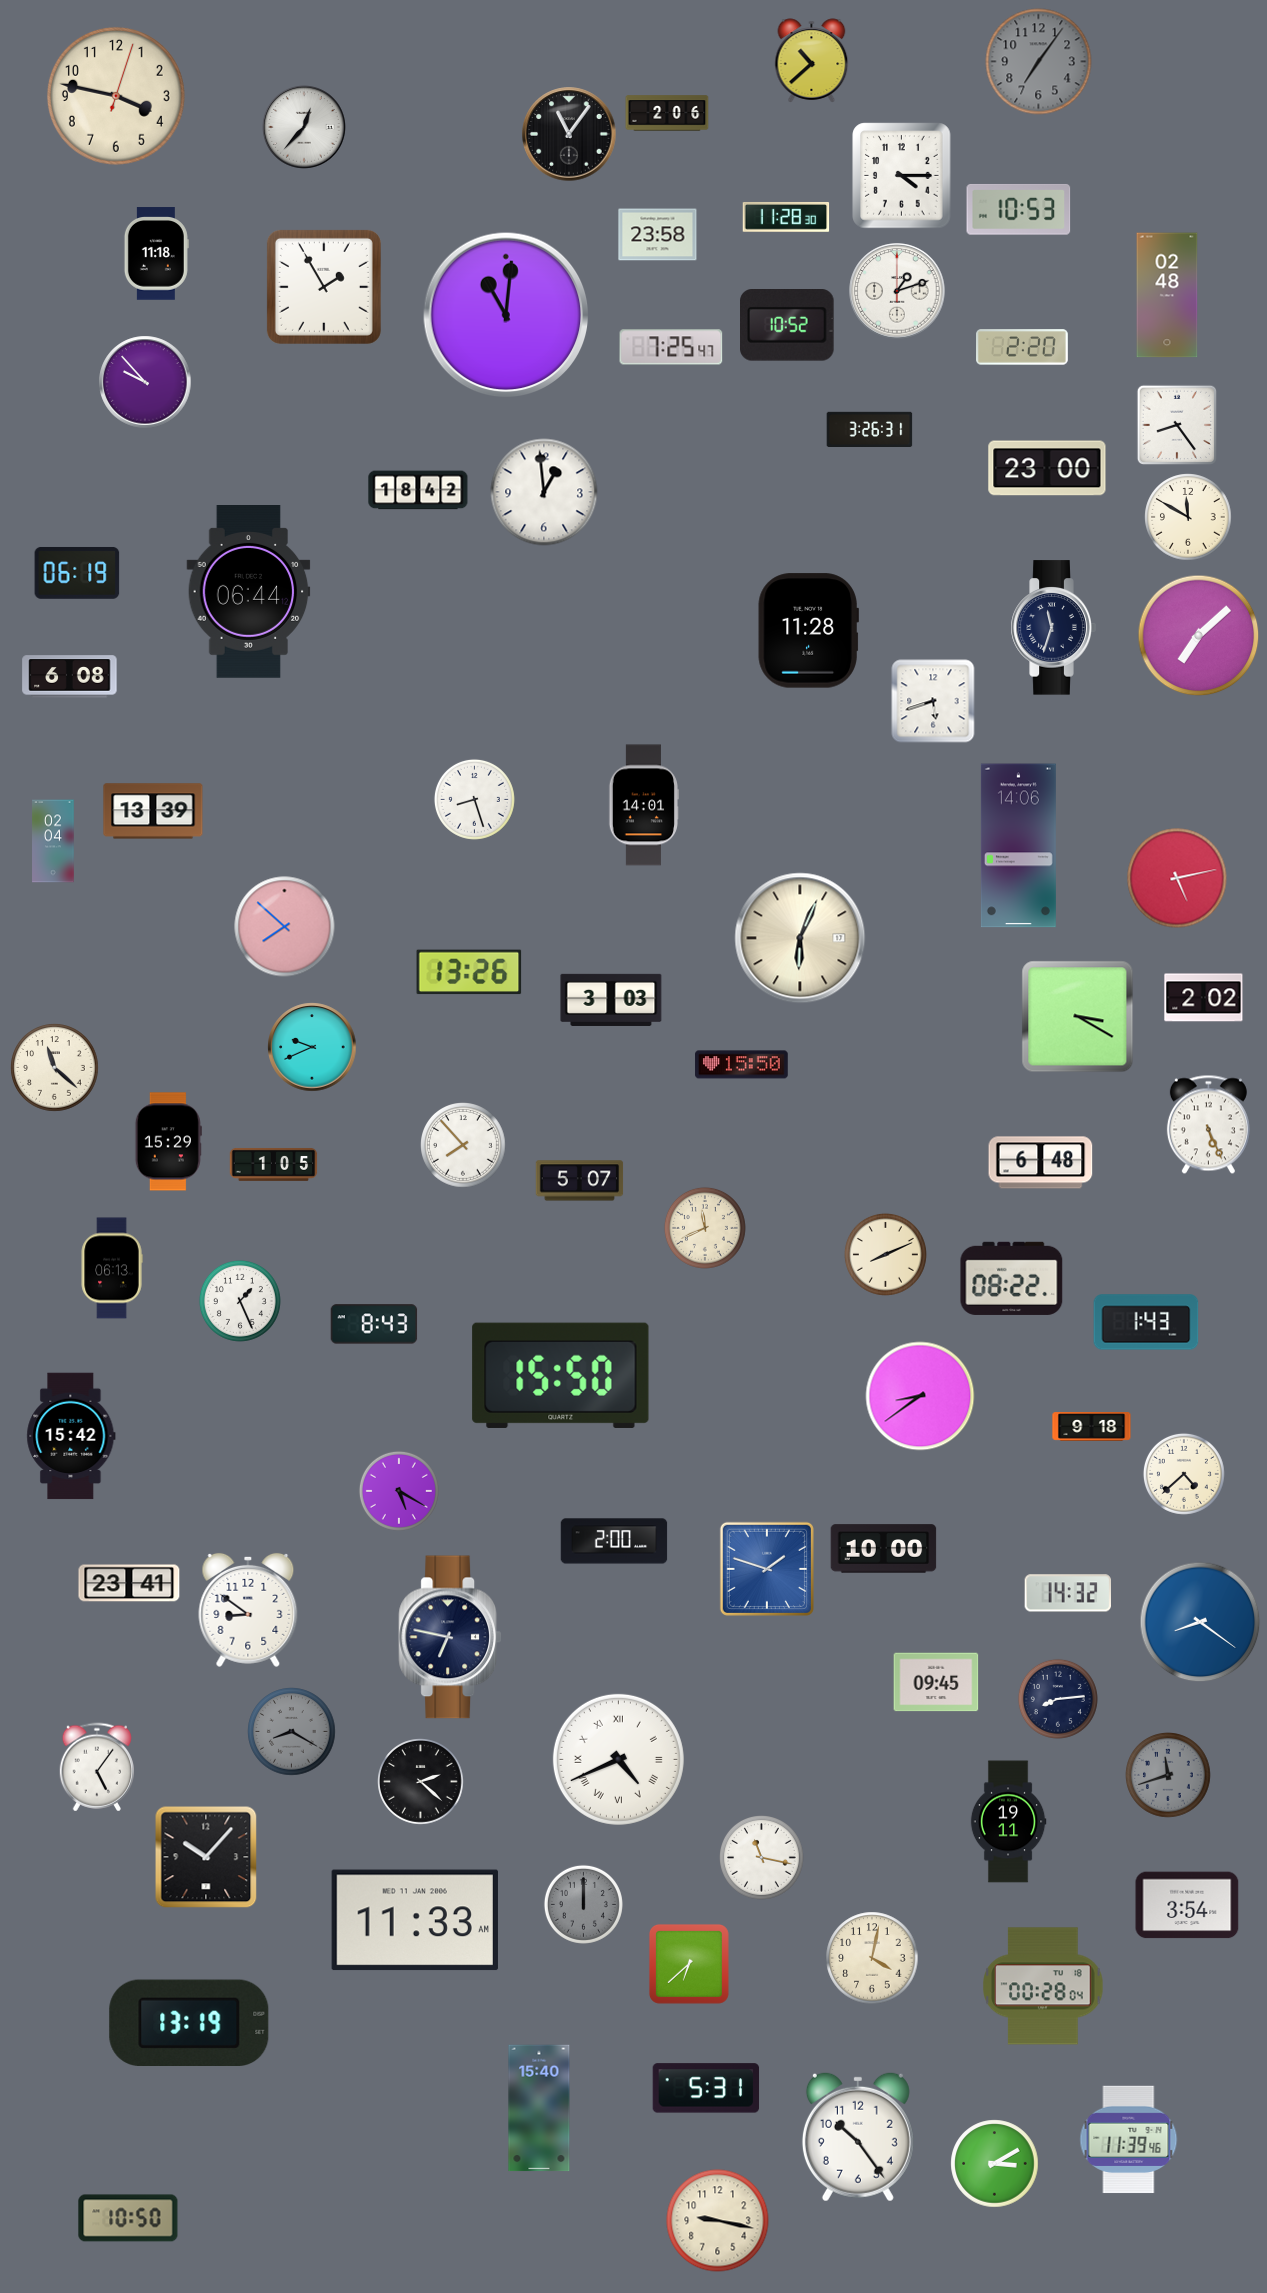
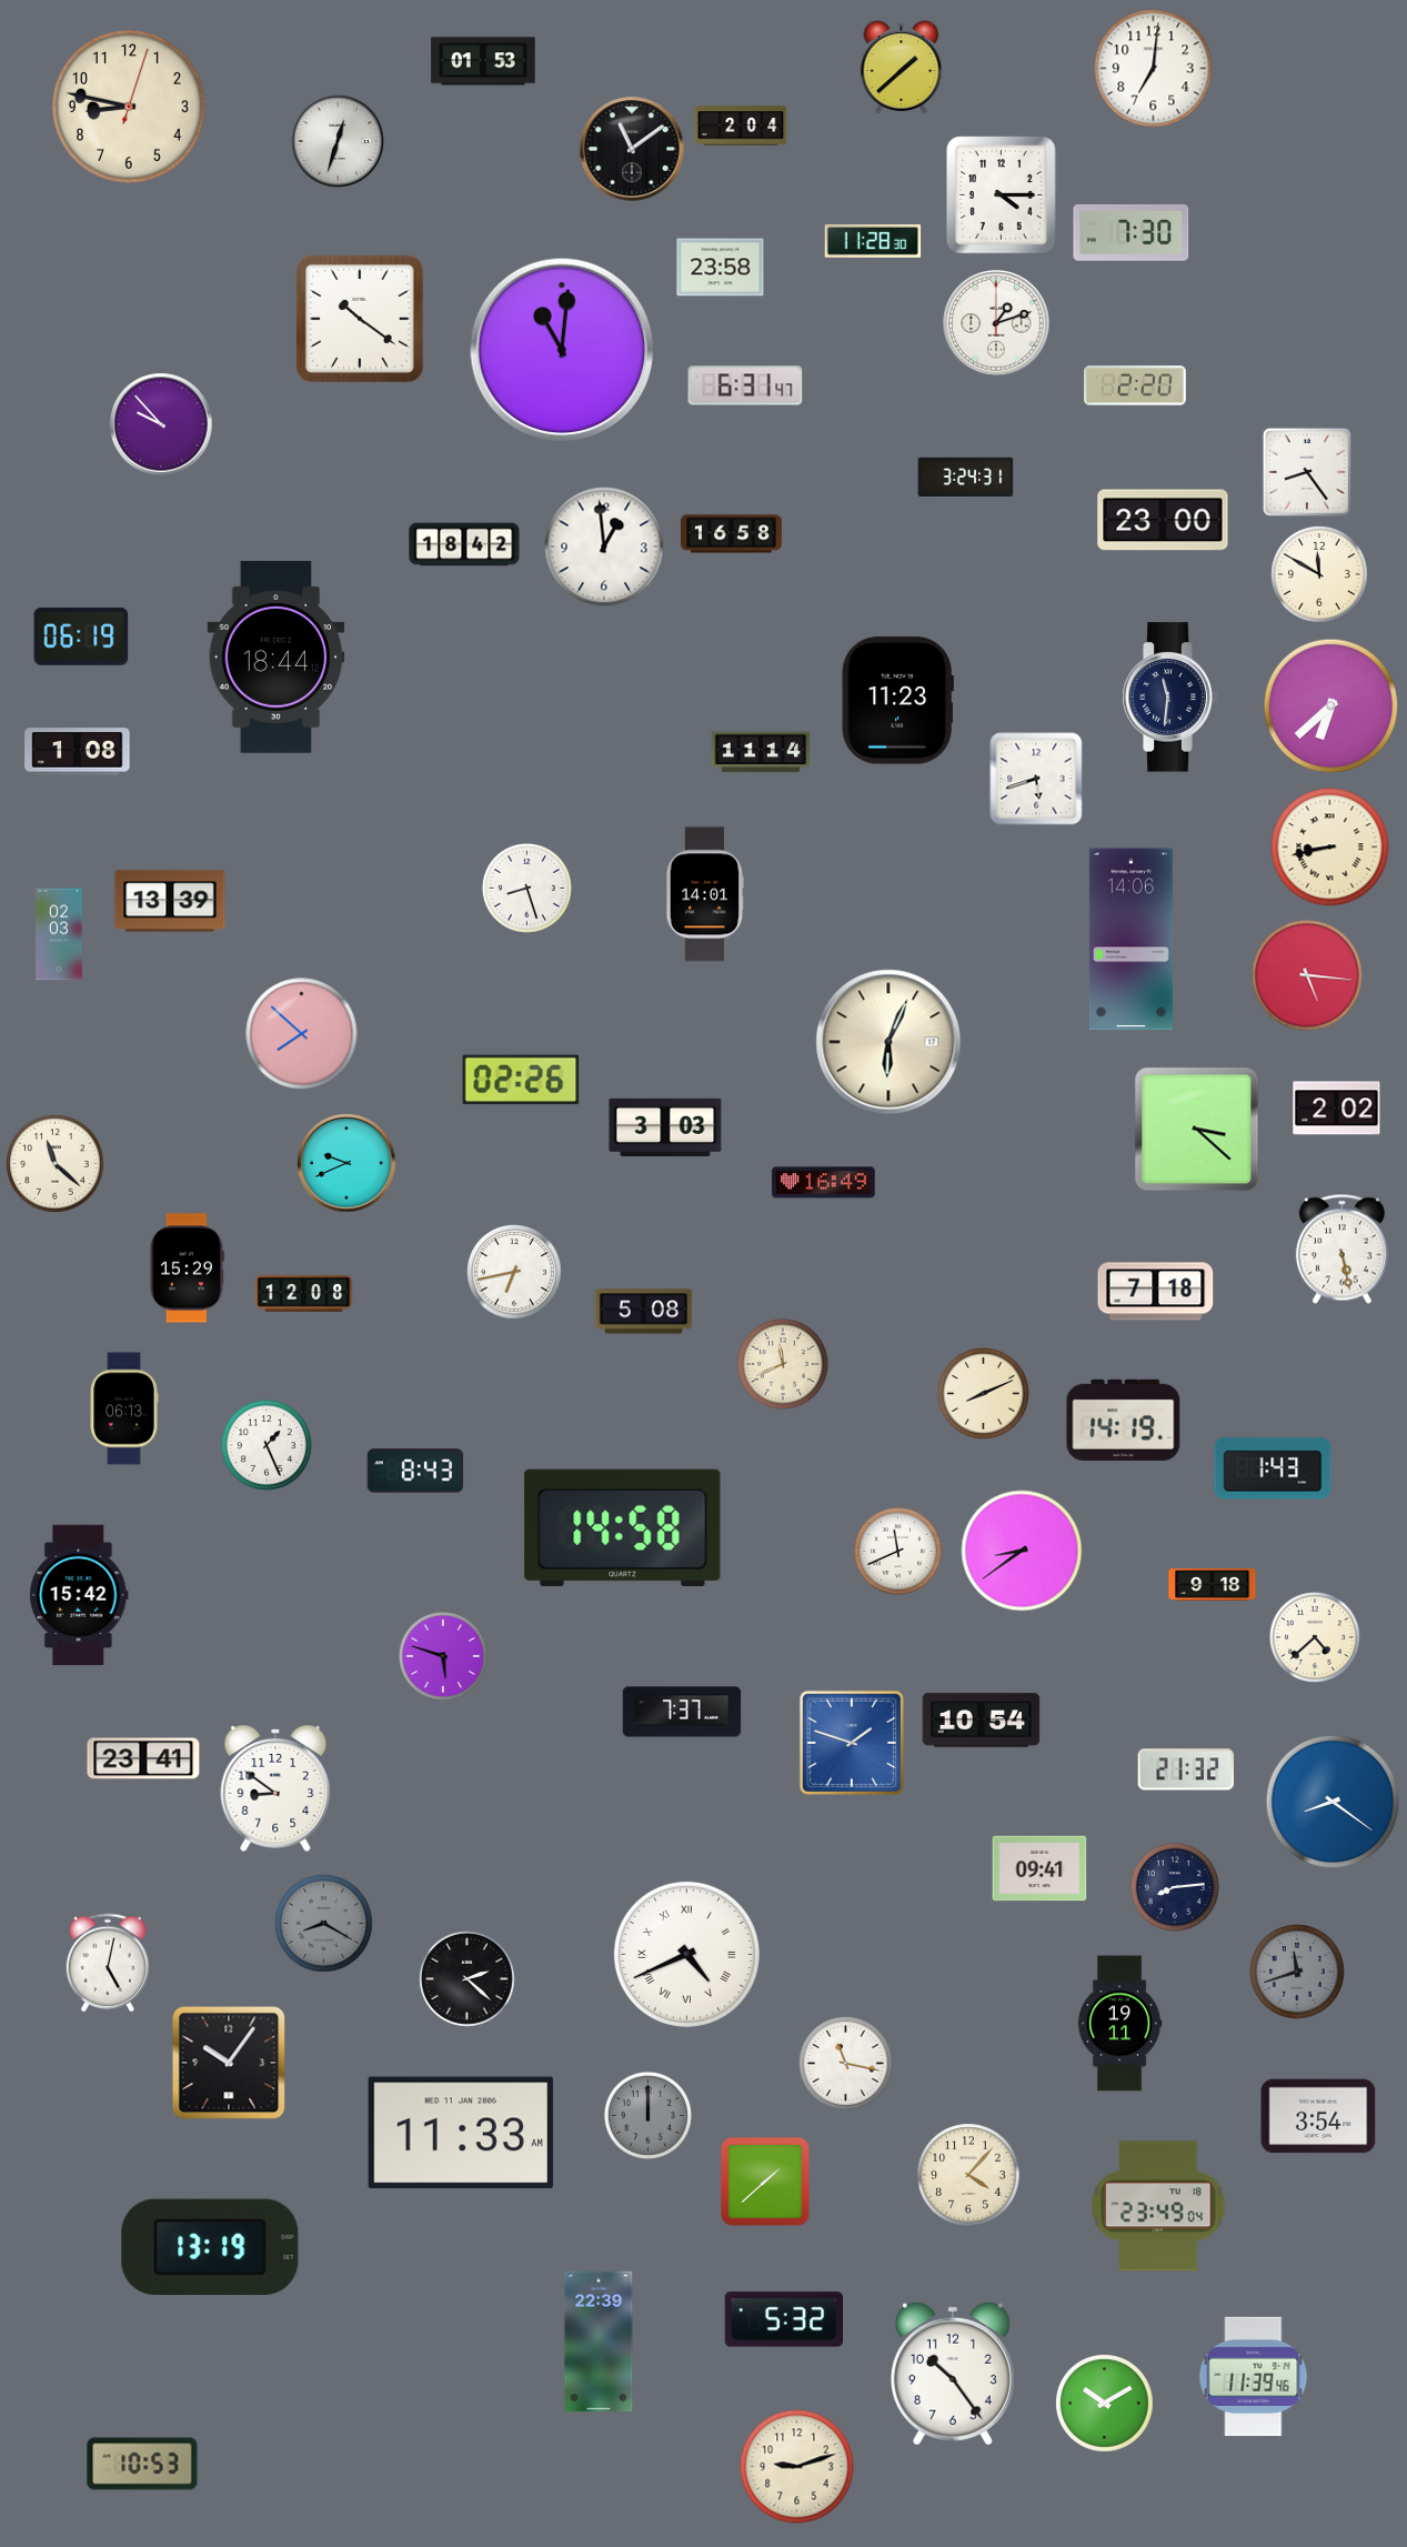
clock at (483, 61): none -> 01:53
clock at (812, 61): 10:38 -> 1:38
clock at (1039, 62): 7:06 -> 7:01
clock at (1039, 62) dial: grey -> white
clock at (116, 96): 3:47 -> 8:47
clock at (667, 113): 2:06 -> 2:04
clock at (304, 127): 12:37 -> 12:33
clock at (569, 134): 11:06 -> 11:09
clock at (1019, 209): 10:53 -> 7:30
clock at (658, 235) position: (658, 235) -> (721, 268)
clock at (156, 254): 11:18 -> none
clock at (324, 287): 1:55 -> 10:21
clock at (1167, 295): 02:48 -> none
clock at (788, 325): 10:52 -> none
clock at (671, 347): 7:25 -> 6:31
clock at (870, 430): 3:26 -> 3:24
clock at (731, 534): none -> 16:58
clock at (77, 573) position: (77, 573) -> (81, 636)
clock at (249, 592): 06:44 -> 18:44
clock at (1053, 628): 11:33 -> 11:31
clock at (808, 631): 11:28 -> 11:23
clock at (1199, 636): 7:08 -> 6:38
clock at (70, 677): 6:08 -> 1:08
clock at (760, 752): none -> 11:14
clock at (1330, 848): none -> 8:43
clock at (643, 805) position: (643, 805) -> (704, 894)
clock at (53, 841): 02:04 -> 02:03
clock at (1177, 878): 5:13 -> 5:16
clock at (285, 927) position: (285, 927) -> (302, 1034)
clock at (469, 972): 13:26 -> 02:26
clock at (611, 1000) position: (611, 1000) -> (665, 1127)
clock at (1078, 1017): 3:20 -> 3:22
clock at (742, 1065): 15:50 -> 16:49
clock at (55, 1068) position: (55, 1068) -> (56, 1164)
clock at (1208, 1125): 5:26 -> 5:28
clock at (464, 1146): 7:53 -> 6:43
clock at (1041, 1163): 6:48 -> 7:18
clock at (274, 1164): 1:05 -> 12:08
clock at (580, 1181): 5:07 -> 5:08
clock at (1012, 1278): 08:22 -> 14:19
clock at (561, 1375): 15:50 -> 14:58
clock at (897, 1551): none -> 11:41
clock at (399, 1491): 5:20 -> 5:48
clock at (614, 1541): 2:00 -> 7:37
clock at (884, 1549): 10:00 -> 10:54
clock at (1068, 1593): 14:32 -> 21:32
clock at (450, 1637): 6:47 -> none
clock at (936, 1682): 09:45 -> 09:41
clock at (96, 1767): 5:06 -> 5:02
clock at (206, 1857): 10:07 -> 10:06
clock at (872, 1958): 4:02 -> 4:07
clock at (689, 1964): 6:38 -> 1:38
clock at (1043, 1986): 00:28 -> 23:49
clock at (706, 2088): 5:31 -> 5:32
clock at (539, 2108): 15:40 -> 22:39
clock at (995, 2164): 3:10 -> 10:10
clock at (128, 2218): 10:50 -> 10:53
clock at (718, 2221): 9:17 -> 9:12
